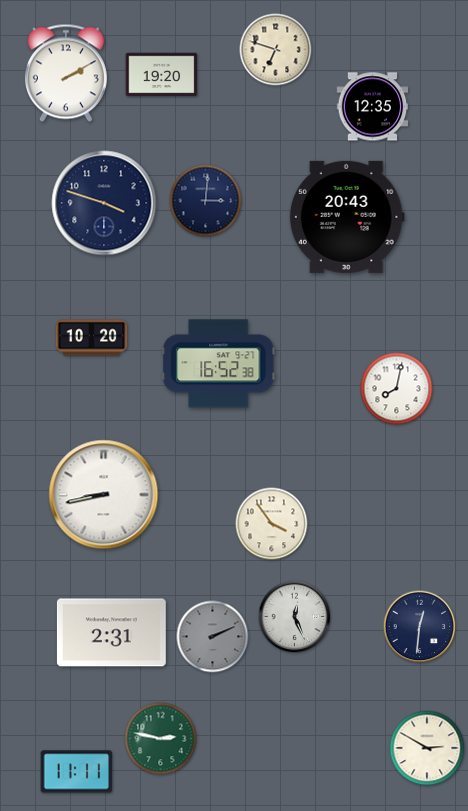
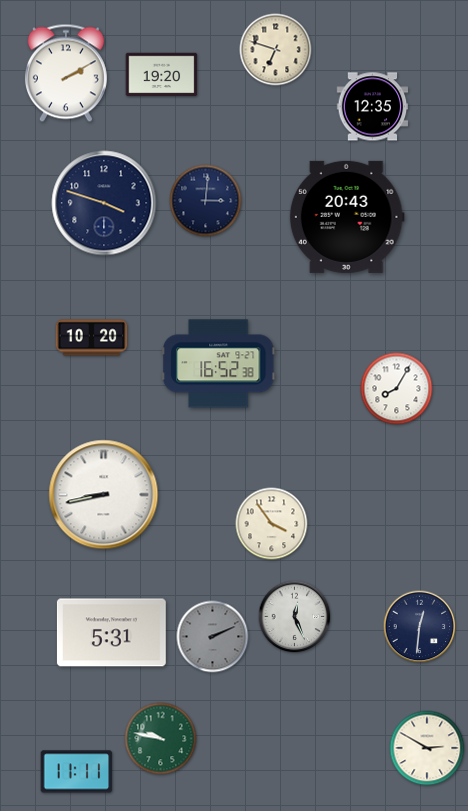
clock at (397, 389): 8:02 -> 8:05
clock at (111, 633): 2:31 -> 5:31
clock at (161, 739): 2:47 -> 9:47
